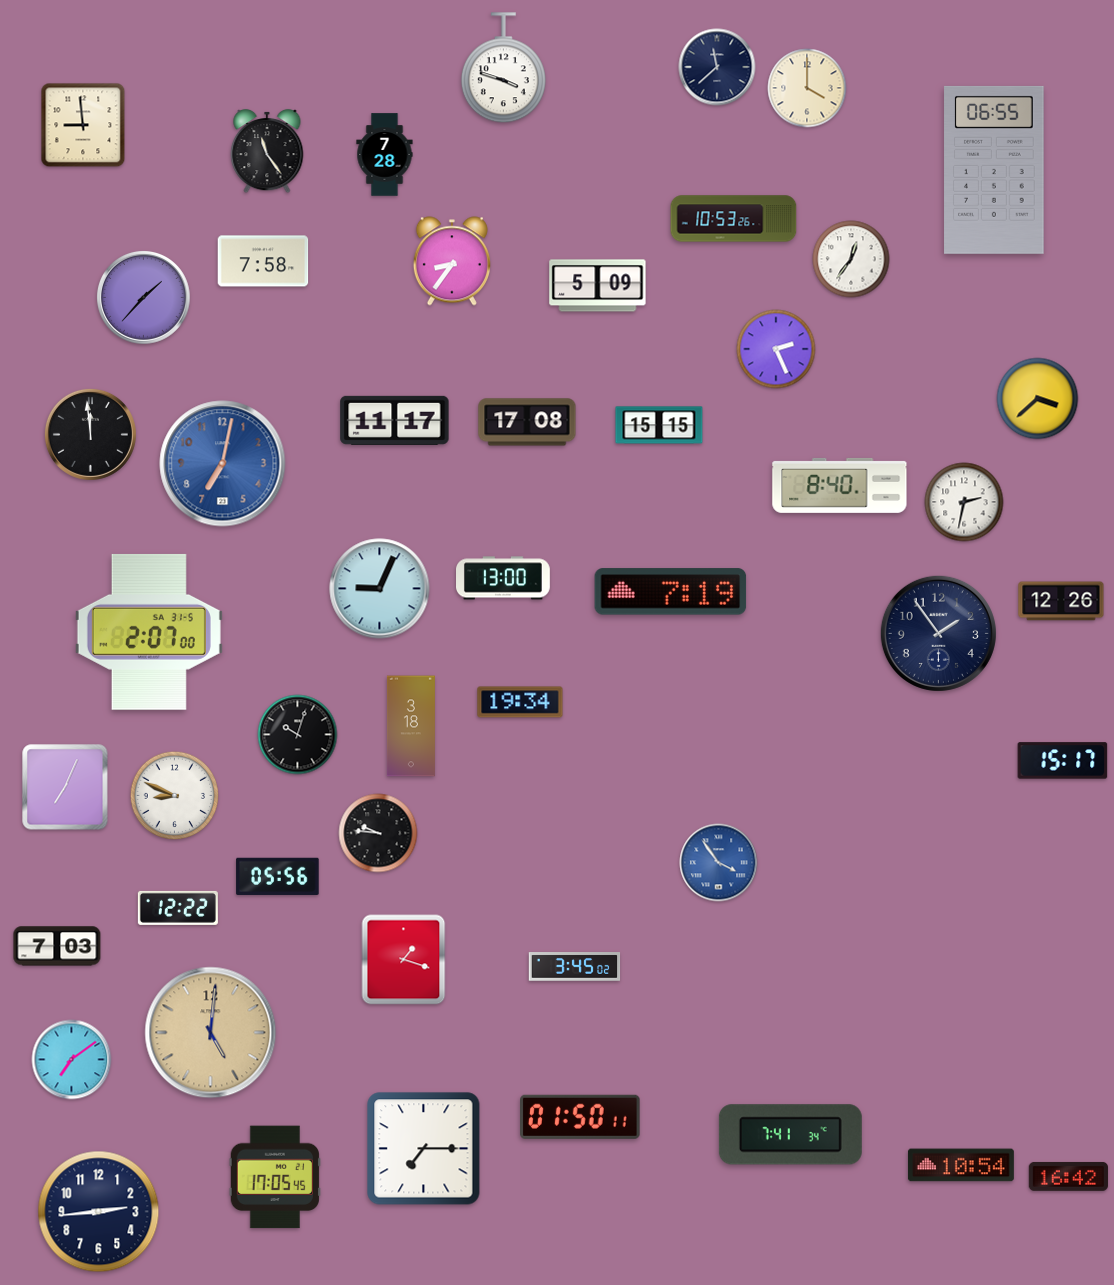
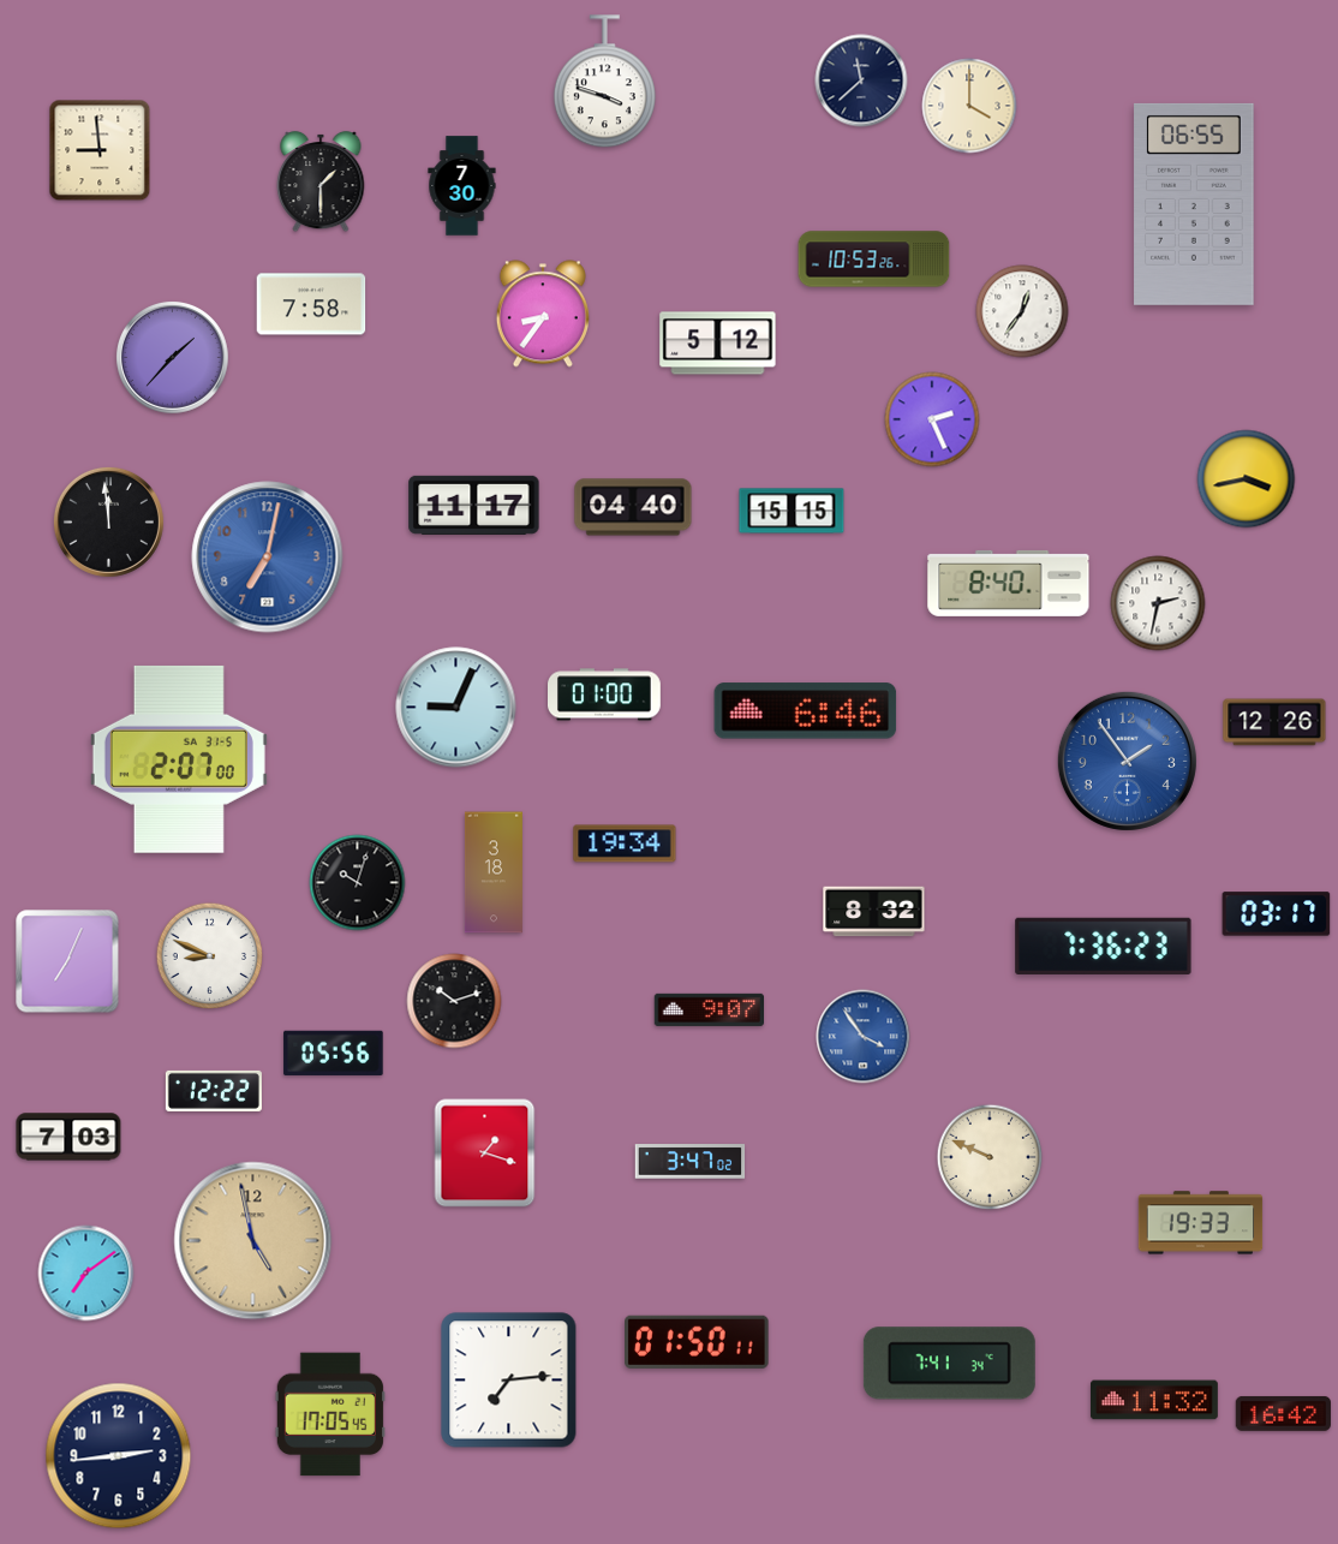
clock at (267, 151): 11:24 -> 1:30
clock at (385, 155): 7:28 -> 7:30
clock at (734, 219) position: (734, 219) -> (874, 260)
clock at (263, 261) position: (263, 261) -> (311, 304)
clock at (598, 286): 5:09 -> 5:12
clock at (1038, 399): 3:38 -> 3:43
clock at (527, 422): 17:08 -> 04:40
clock at (504, 578): 13:00 -> 01:00
clock at (671, 592): 7:19 -> 6:46
clock at (938, 633) dial: navy -> blue
clock at (874, 912): none -> 8:32
clock at (1063, 761): 15:17 -> 03:17
clock at (65, 787) position: (65, 787) -> (67, 961)
clock at (1104, 946): none -> 7:36
clock at (378, 833): 9:46 -> 10:12
clock at (709, 1009): none -> 9:07
clock at (990, 1157): none -> 9:49
clock at (575, 967): 3:45 -> 3:47
clock at (1201, 1223): none -> 19:33
clock at (211, 1033): 5:01 -> 4:58
clock at (424, 1149): 7:15 -> 7:14
clock at (961, 1165): 10:54 -> 11:32
